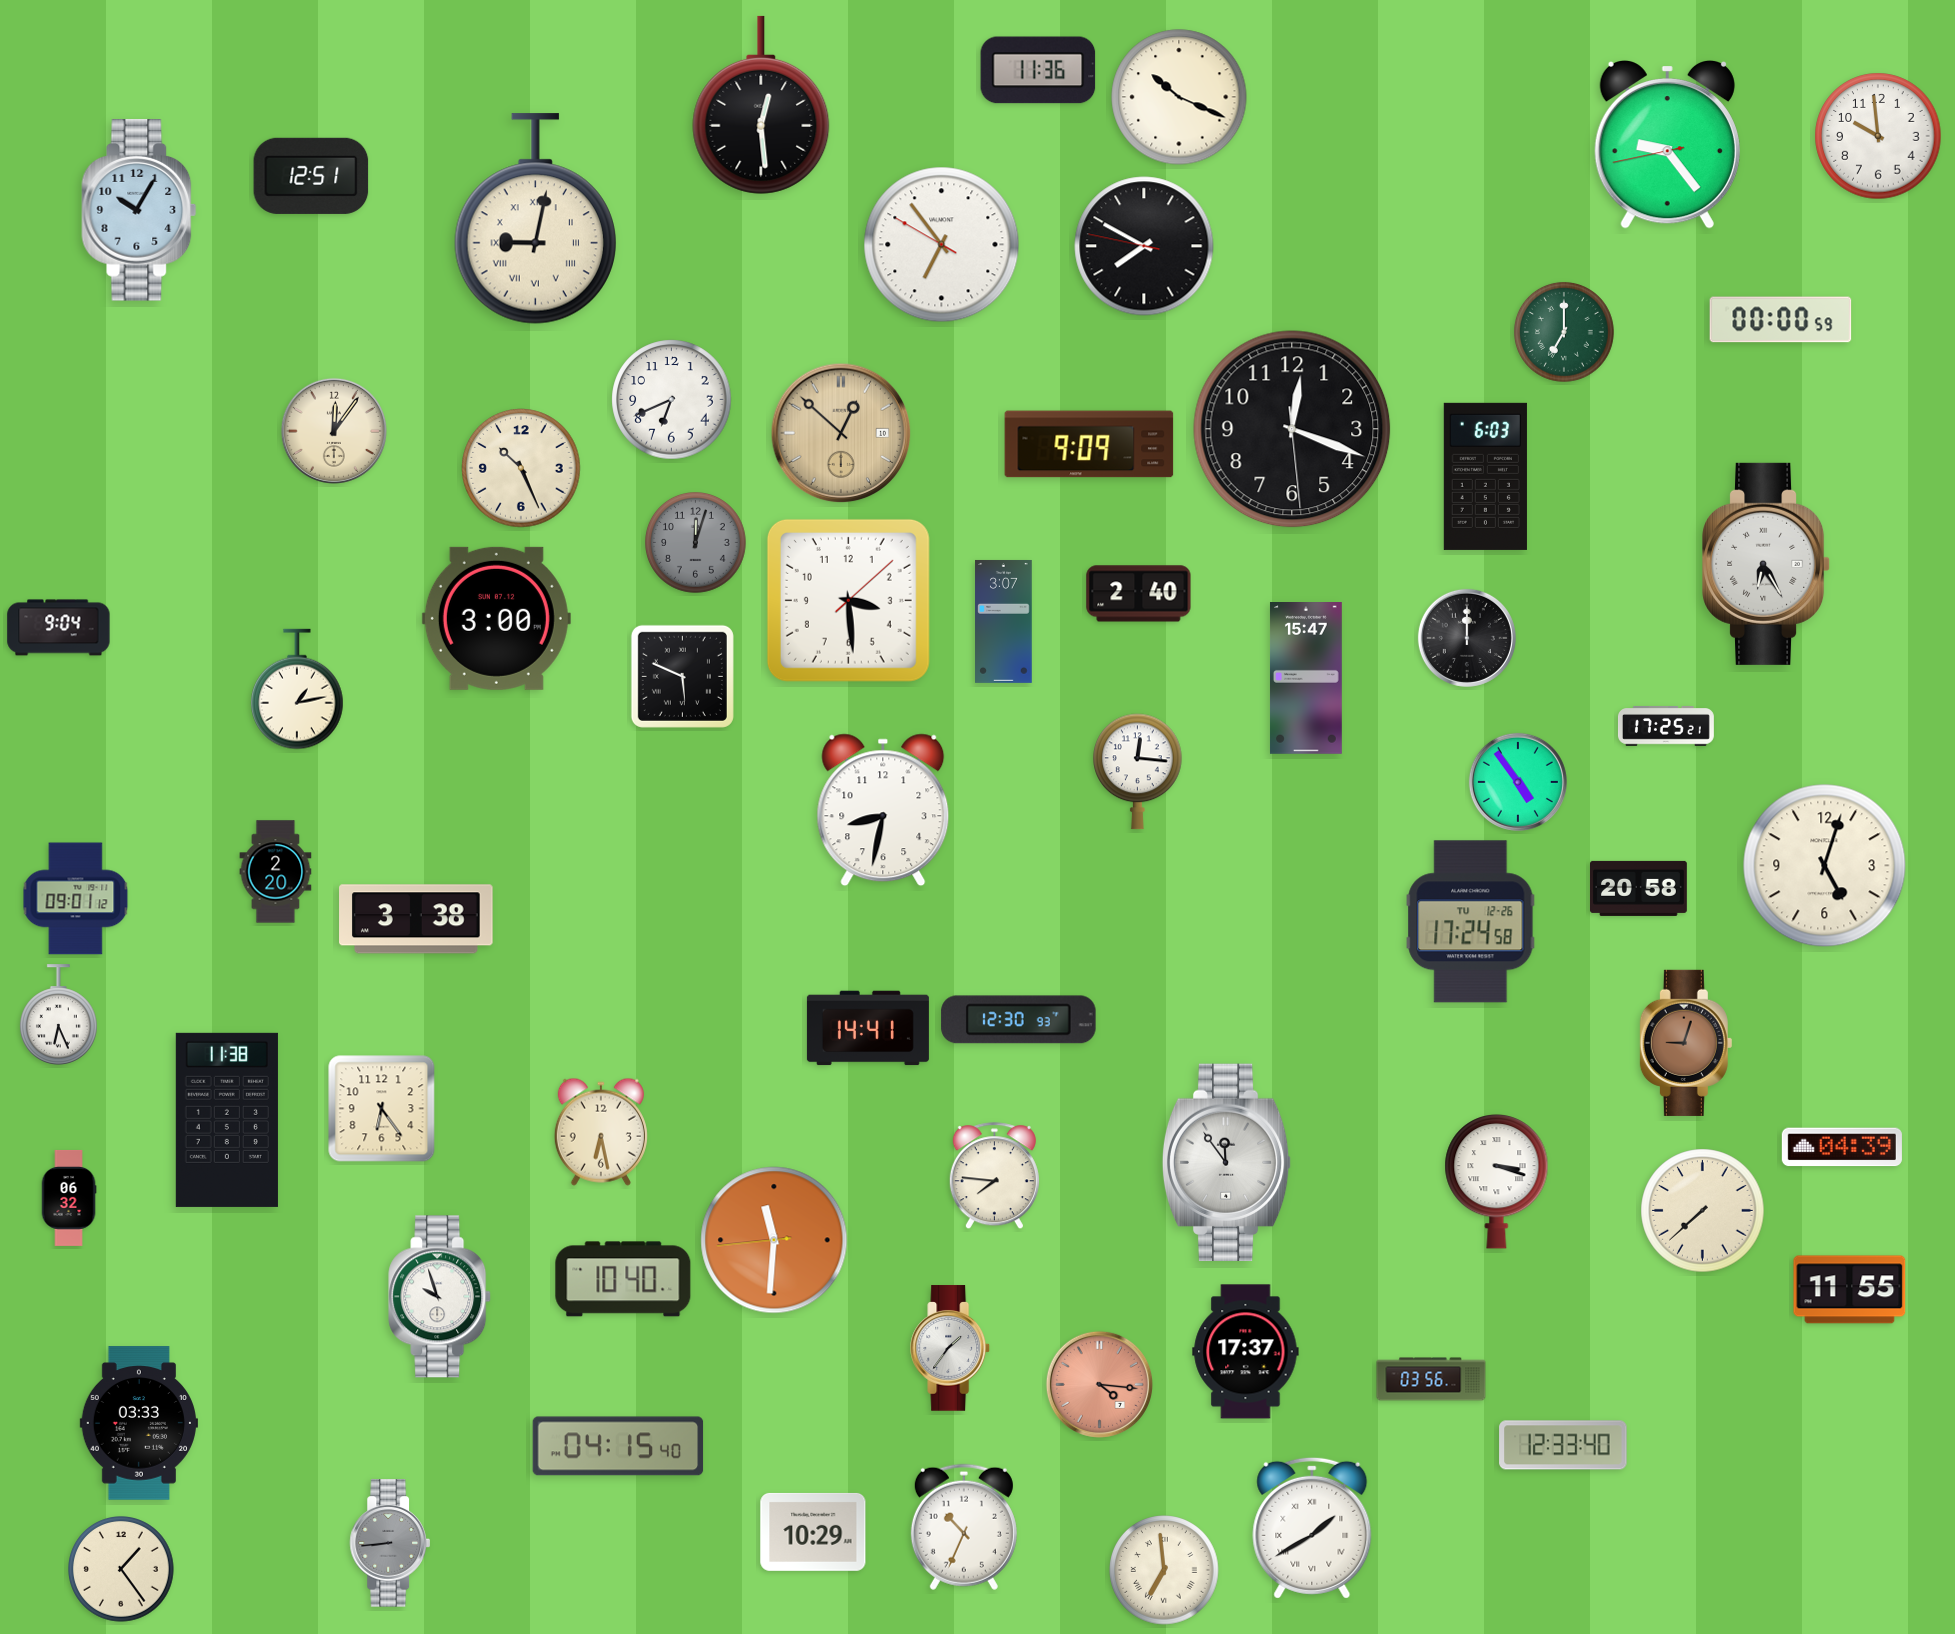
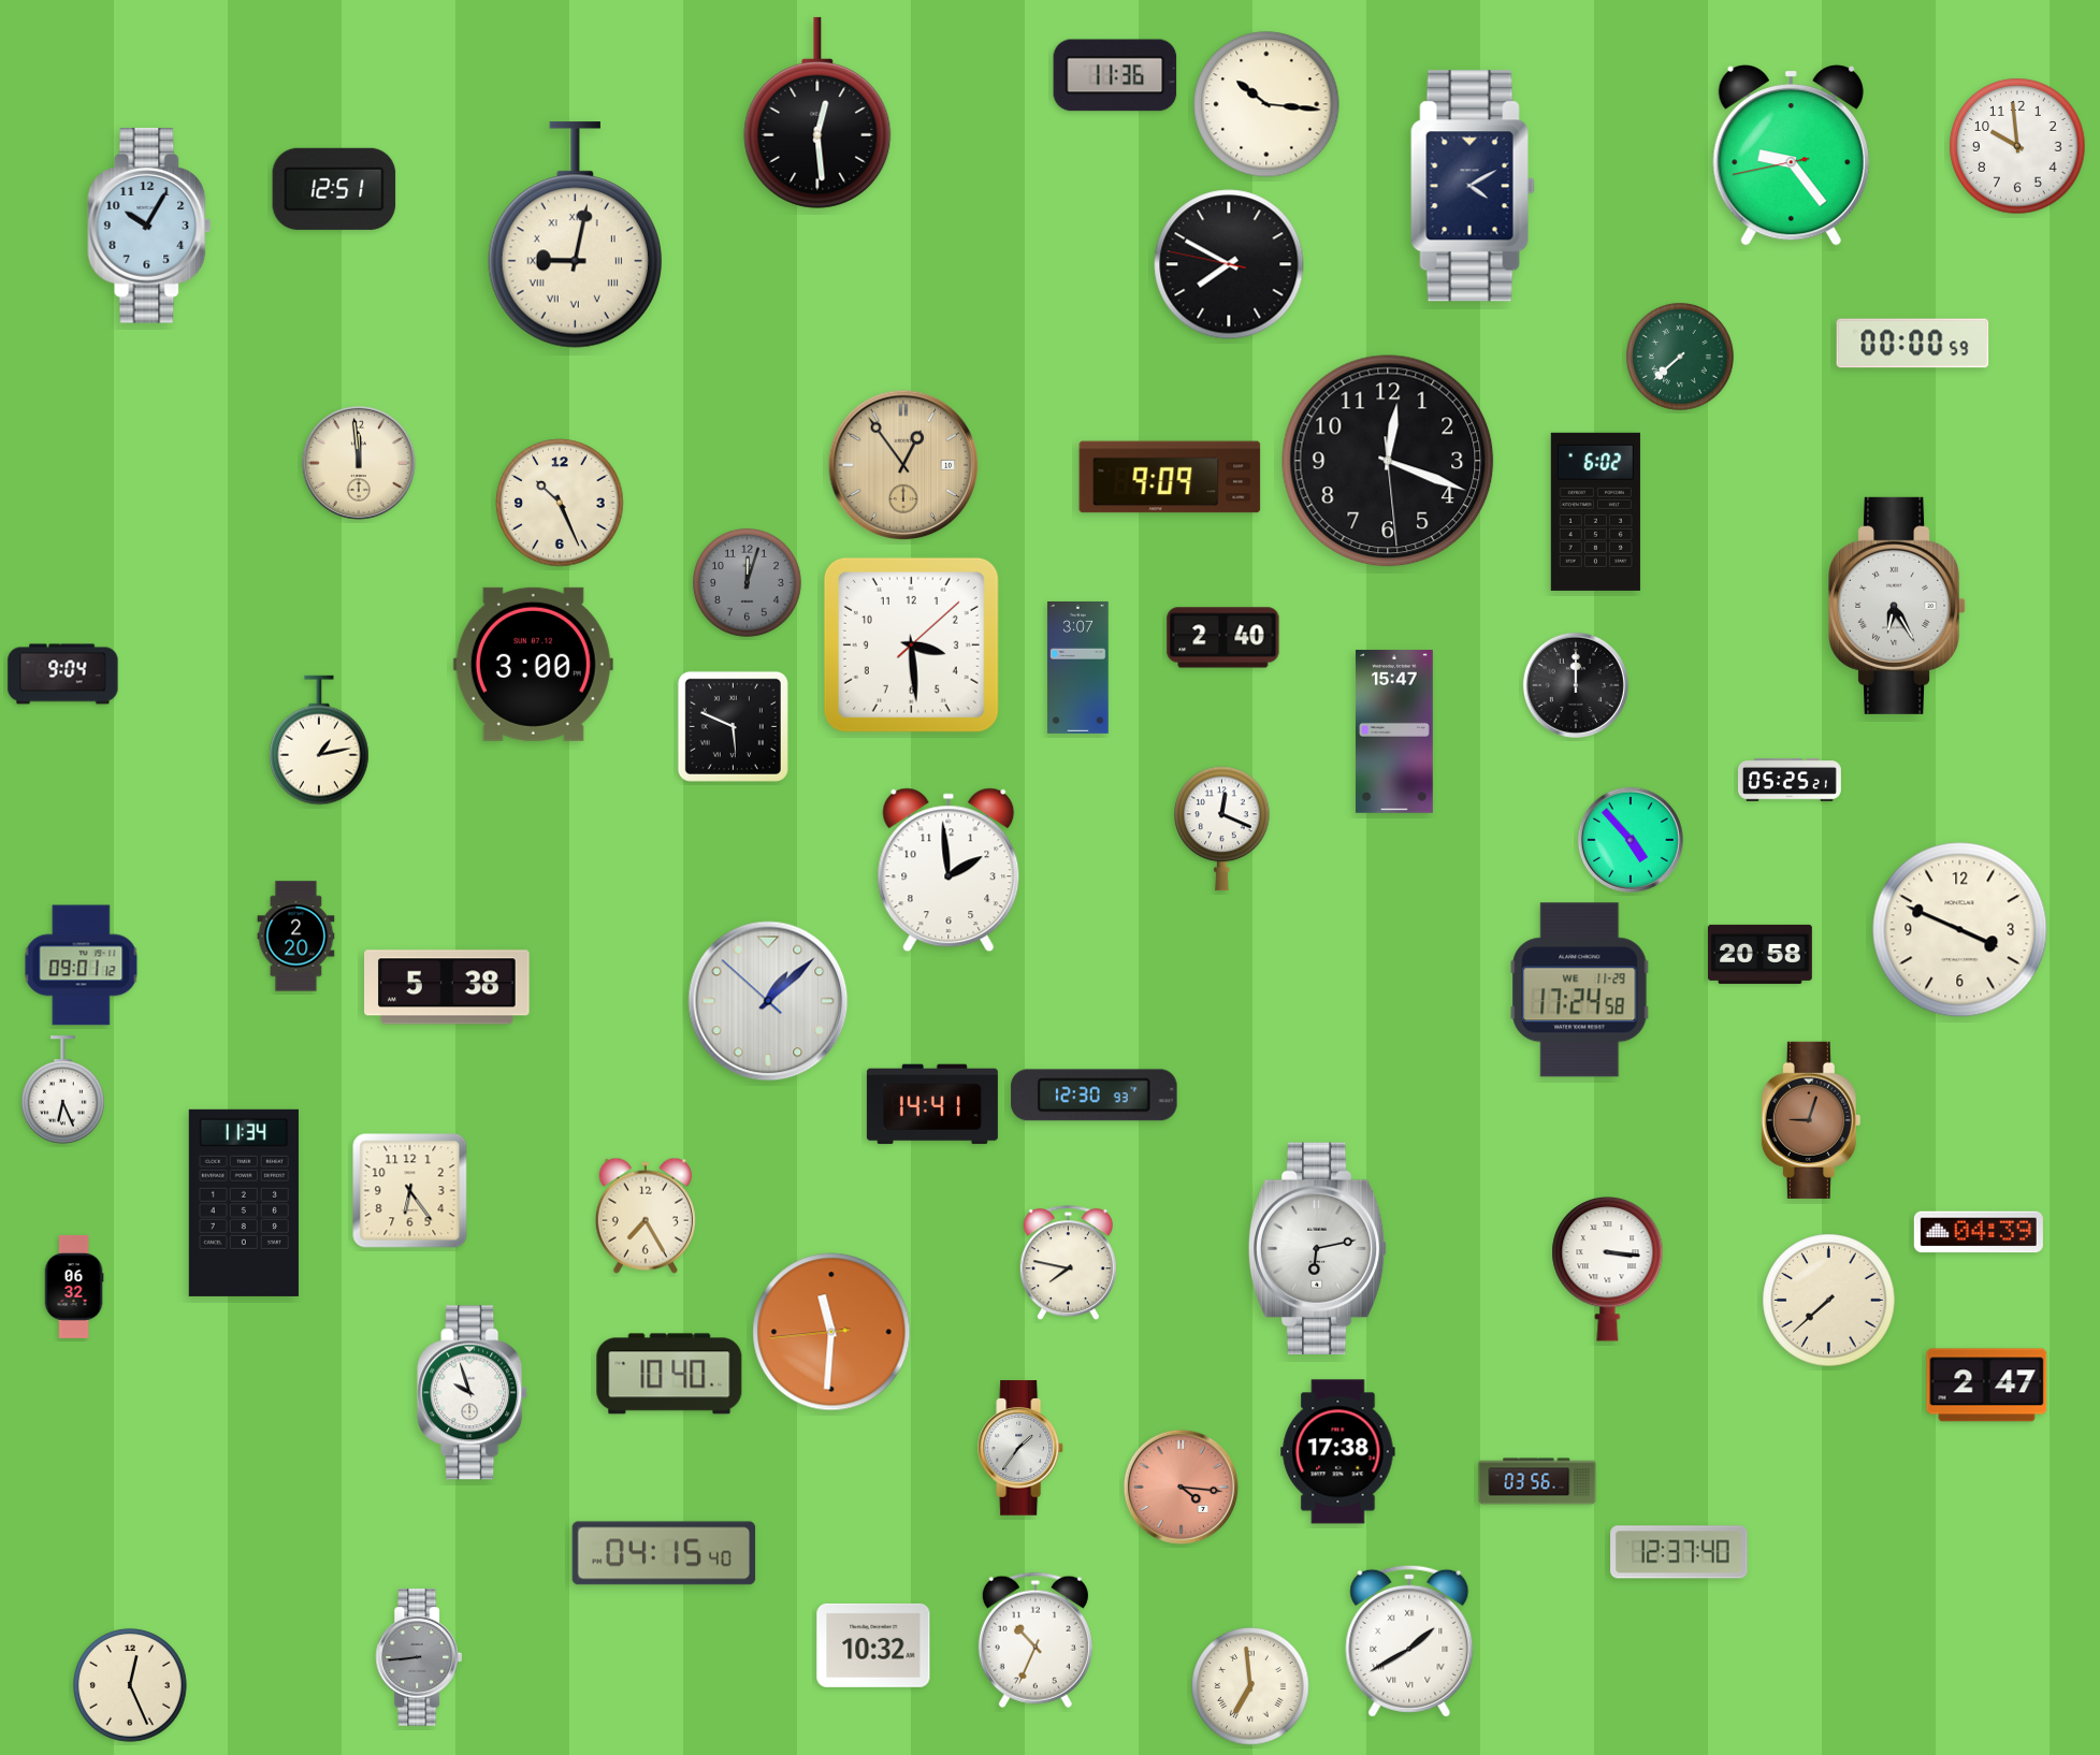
clock at (1179, 97): 10:19 -> 10:16
clock at (1473, 186): none -> 4:10
clock at (942, 245): 6:53 -> none
clock at (1564, 332): 7:00 -> 7:38
clock at (672, 400): 6:41 -> none
clock at (334, 431): 12:06 -> 11:59
clock at (841, 433): 12:52 -> 12:54
clock at (1485, 476): 6:03 -> 6:02
clock at (1306, 679) position: (1306, 679) -> (1394, 733)
clock at (1666, 726): 17:25 -> 05:25
clock at (1138, 772): 12:16 -> 12:19
clock at (1518, 782): 4:54 -> 4:53
clock at (883, 810): 8:32 -> 1:59
clock at (1825, 866): 5:03 -> 3:49
clock at (416, 919): 3:38 -> 5:38
clock at (1471, 922) date: TU 12-26 -> WE 11-29
clock at (768, 1001): none -> 1:07
clock at (227, 1120): 11:38 -> 11:34
clock at (601, 1132): 6:28 -> 7:25
clock at (1227, 1162): 11:54 -> 6:13
clock at (994, 1176): 7:46 -> 7:47
clock at (1497, 1182): 3:18 -> 3:16
clock at (1850, 1290): 11:55 -> 2:47
clock at (1246, 1352): 17:37 -> 17:38
clock at (139, 1423): 03:33 -> none
clock at (1563, 1445): 12:33 -> 12:37
clock at (813, 1532): 10:29 -> 10:32
clock at (122, 1570): 1:24 -> 12:26
